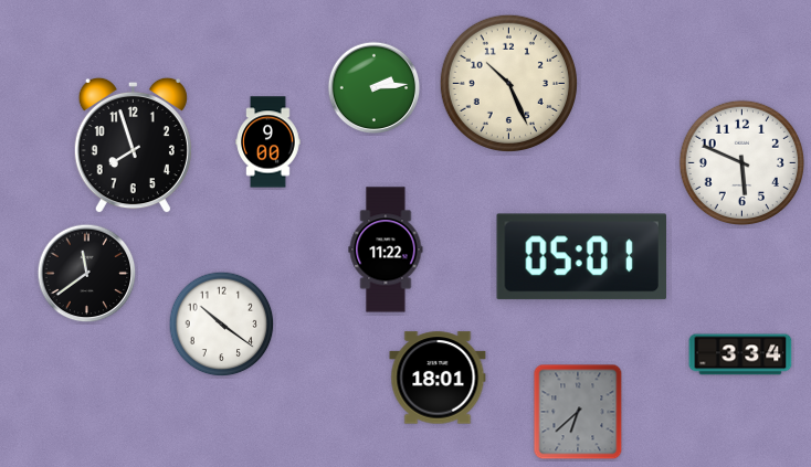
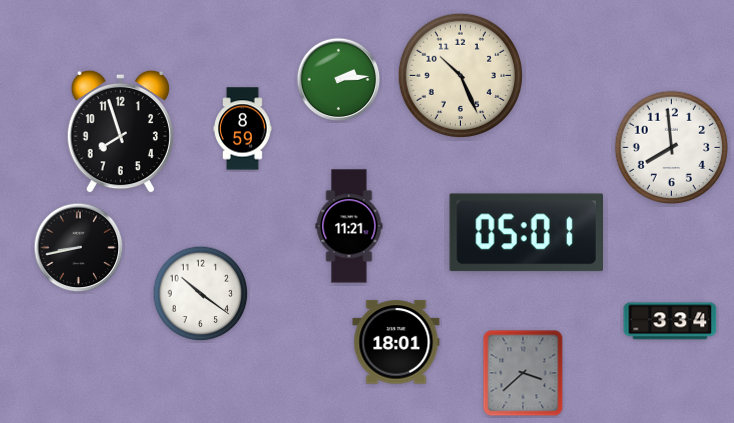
clock at (268, 142): 9:00 -> 8:59
clock at (741, 162): 5:49 -> 7:59
clock at (386, 250): 11:22 -> 11:21
clock at (87, 274): 11:39 -> 8:43
clock at (578, 412): 6:38 -> 3:38
